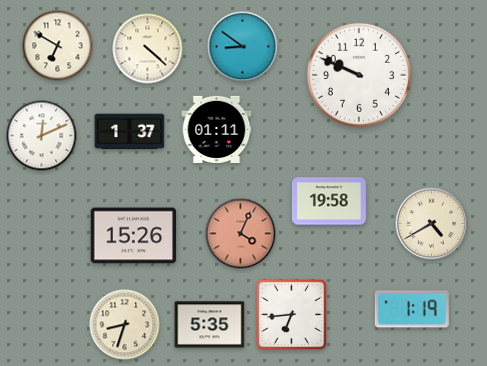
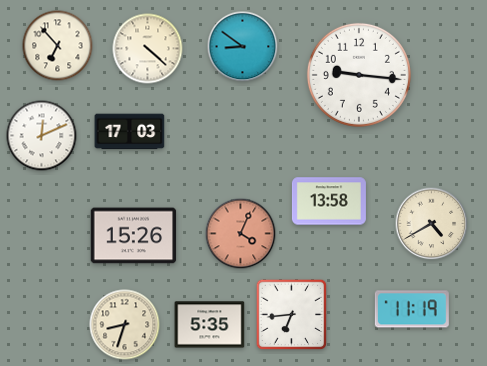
clock at (58, 46): 6:50 -> 6:53
clock at (359, 75): 9:49 -> 9:16
clock at (217, 129): 01:11 -> none
clock at (130, 132): 1:37 -> 17:03
clock at (329, 201): 19:58 -> 13:58
clock at (412, 309): 1:19 -> 11:19
